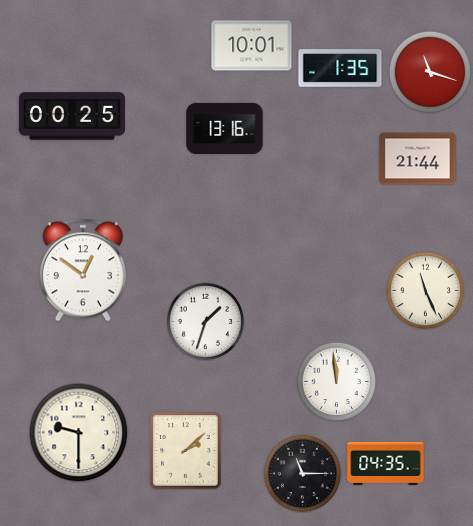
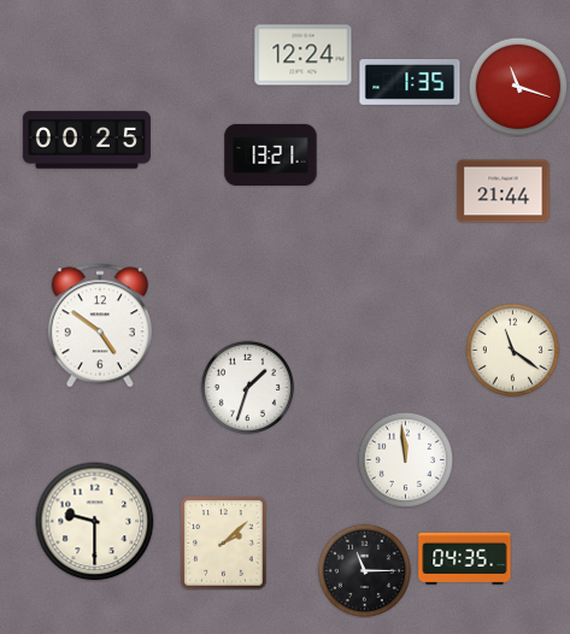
clock at (252, 46): 10:01 -> 12:24
clock at (225, 128): 13:16 -> 13:21
clock at (83, 270): 12:51 -> 4:51
clock at (425, 290): 11:26 -> 11:21
